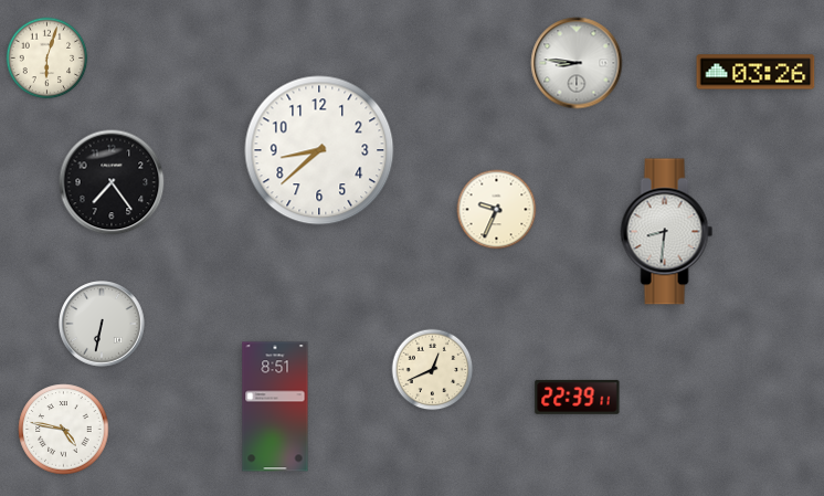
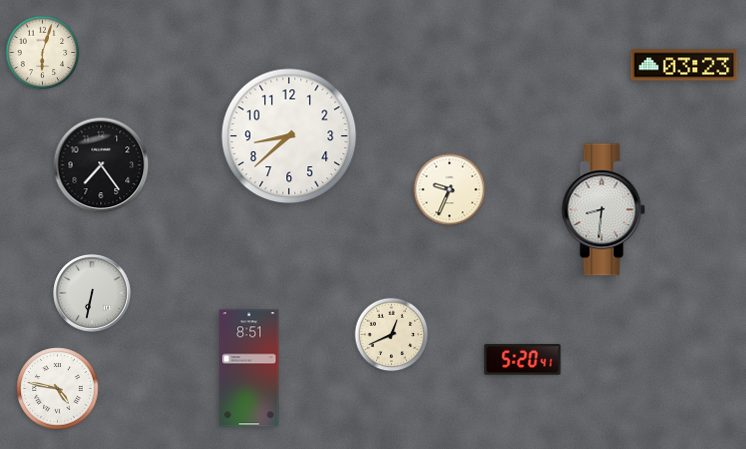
clock at (577, 63): 8:46 -> none
clock at (756, 72): 03:26 -> 03:23
clock at (578, 397): 22:39 -> 5:20
